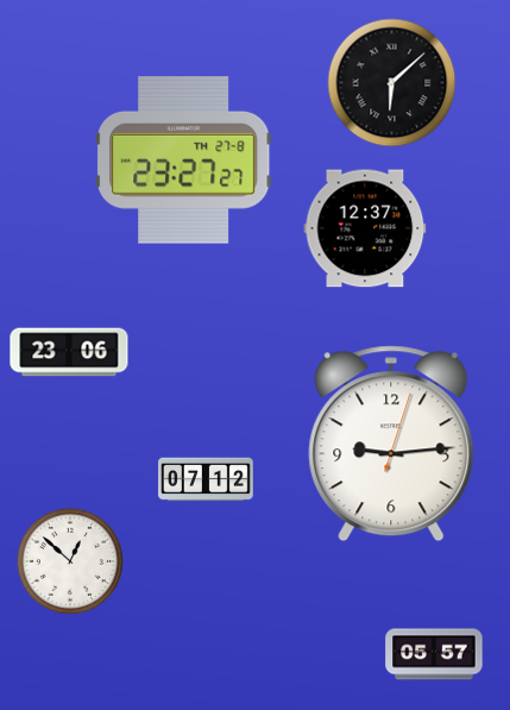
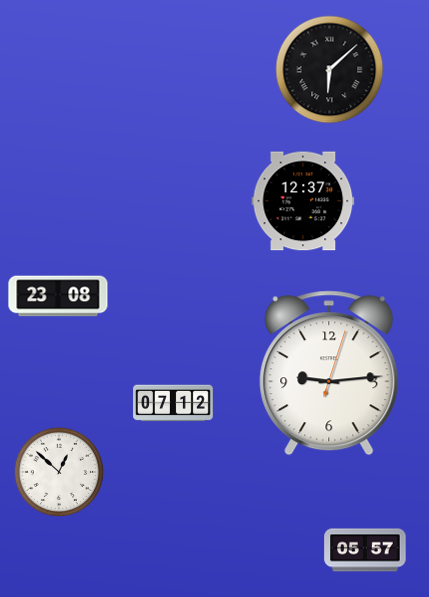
clock at (184, 161): 23:27 -> none
clock at (365, 228) position: (365, 228) -> (303, 201)
clock at (69, 352): 23:06 -> 23:08
